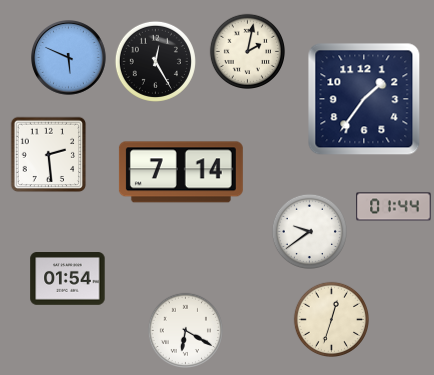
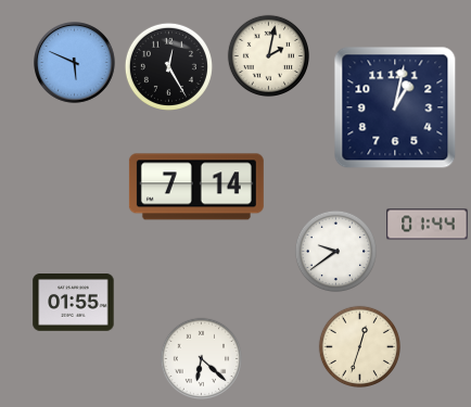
clock at (364, 99): 1:36 -> 1:02
clock at (49, 155): 2:29 -> none
clock at (68, 279): 01:54 -> 01:55
clock at (185, 330): 6:20 -> 6:22
